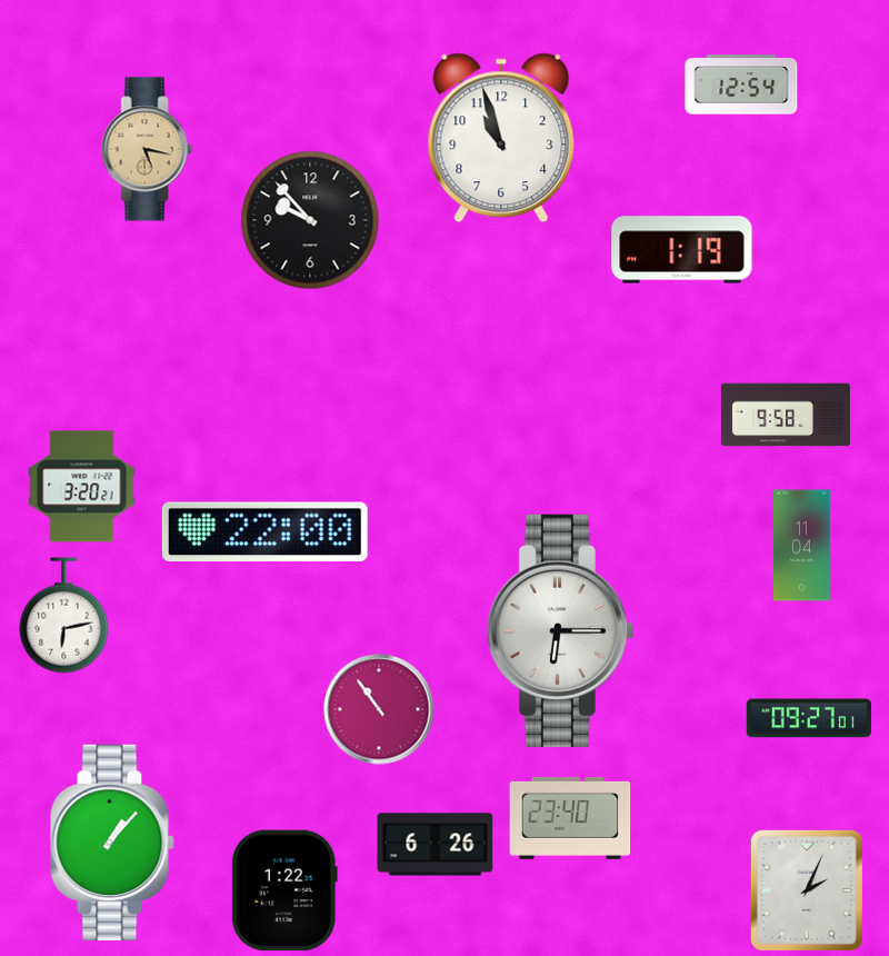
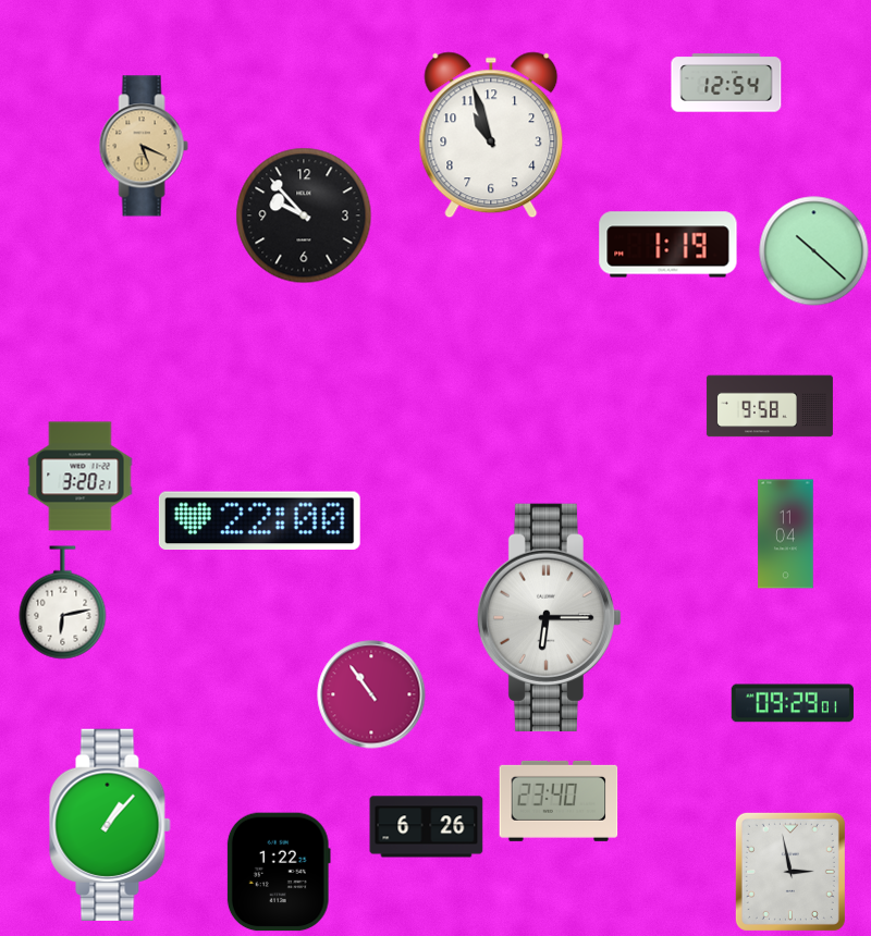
clock at (147, 149): 5:17 -> 5:19
clock at (814, 251): none -> 10:22
clock at (809, 718): 09:27 -> 09:29
clock at (807, 890): 2:04 -> 2:58
